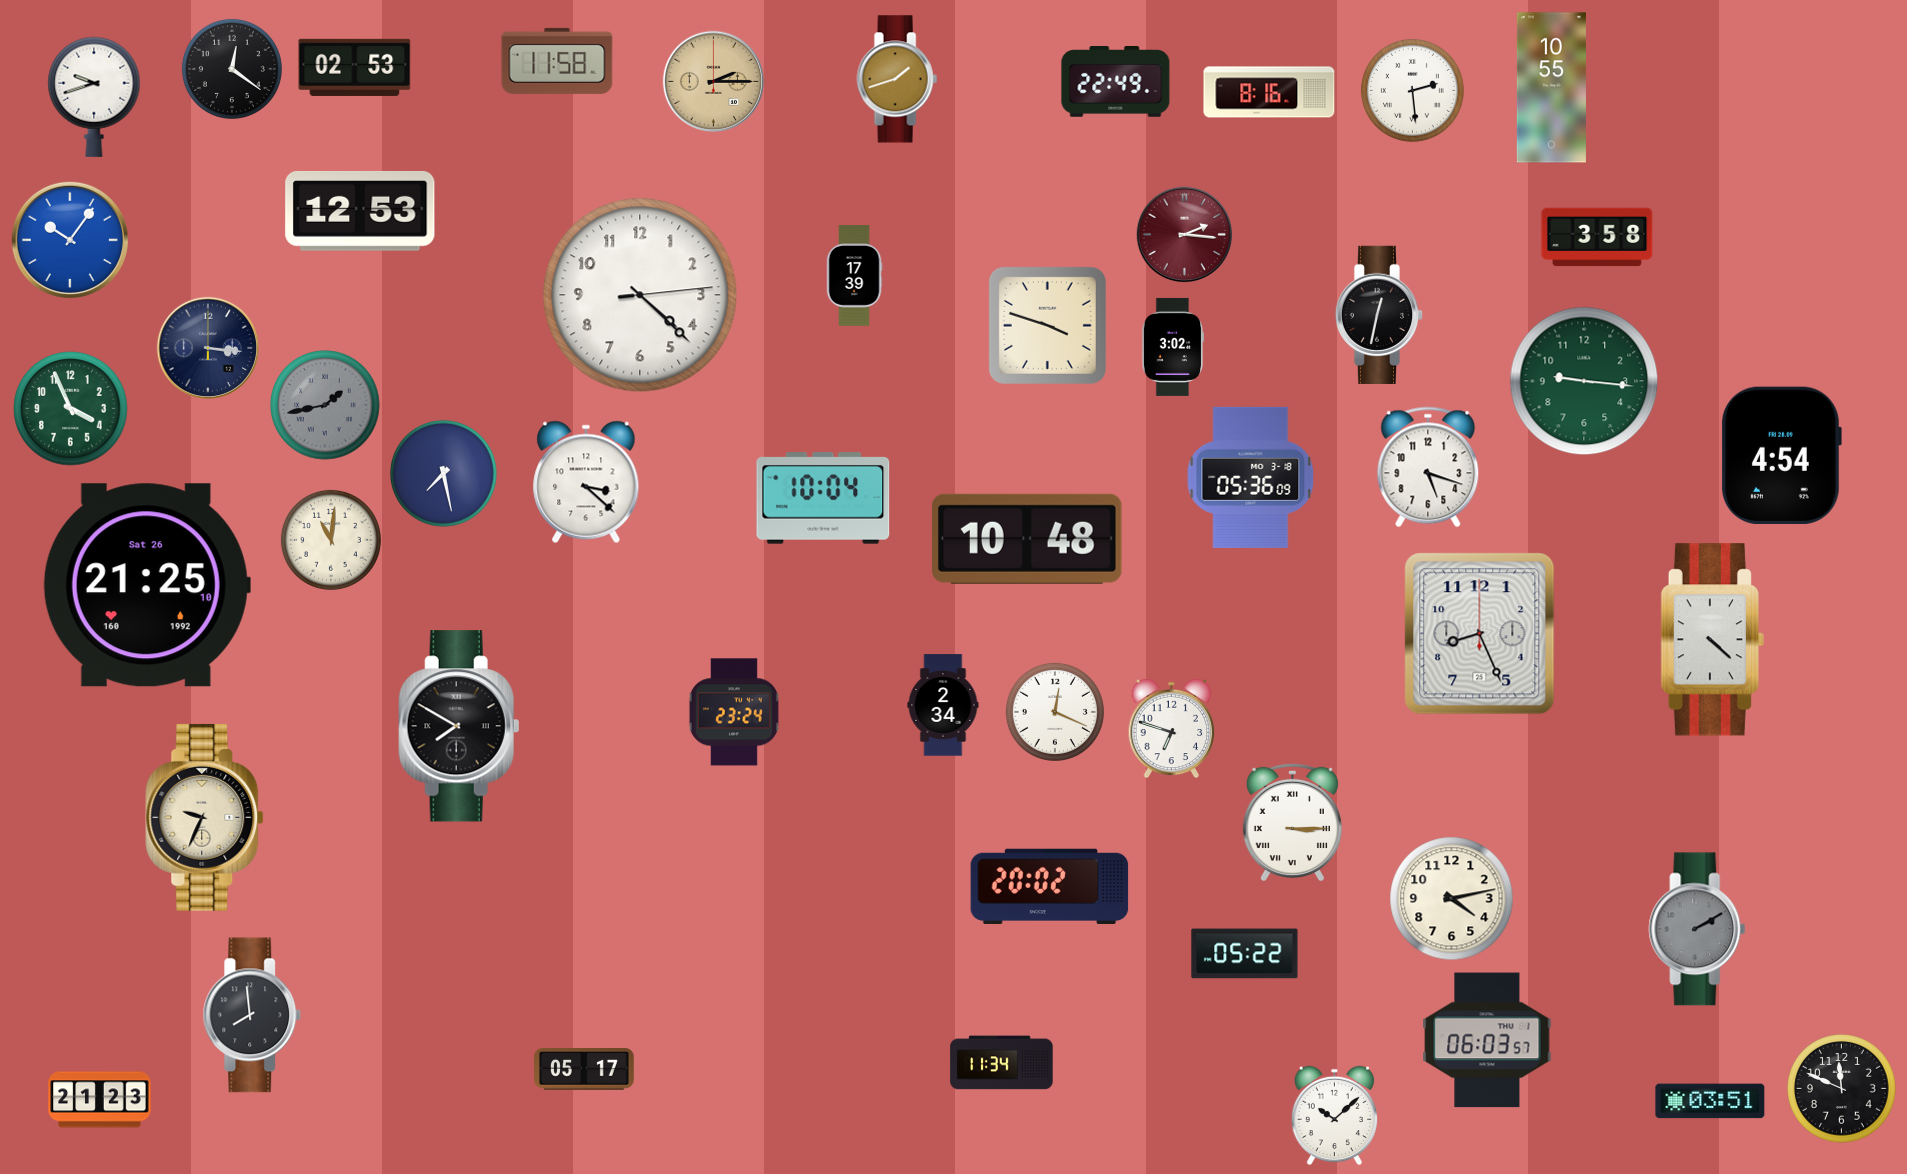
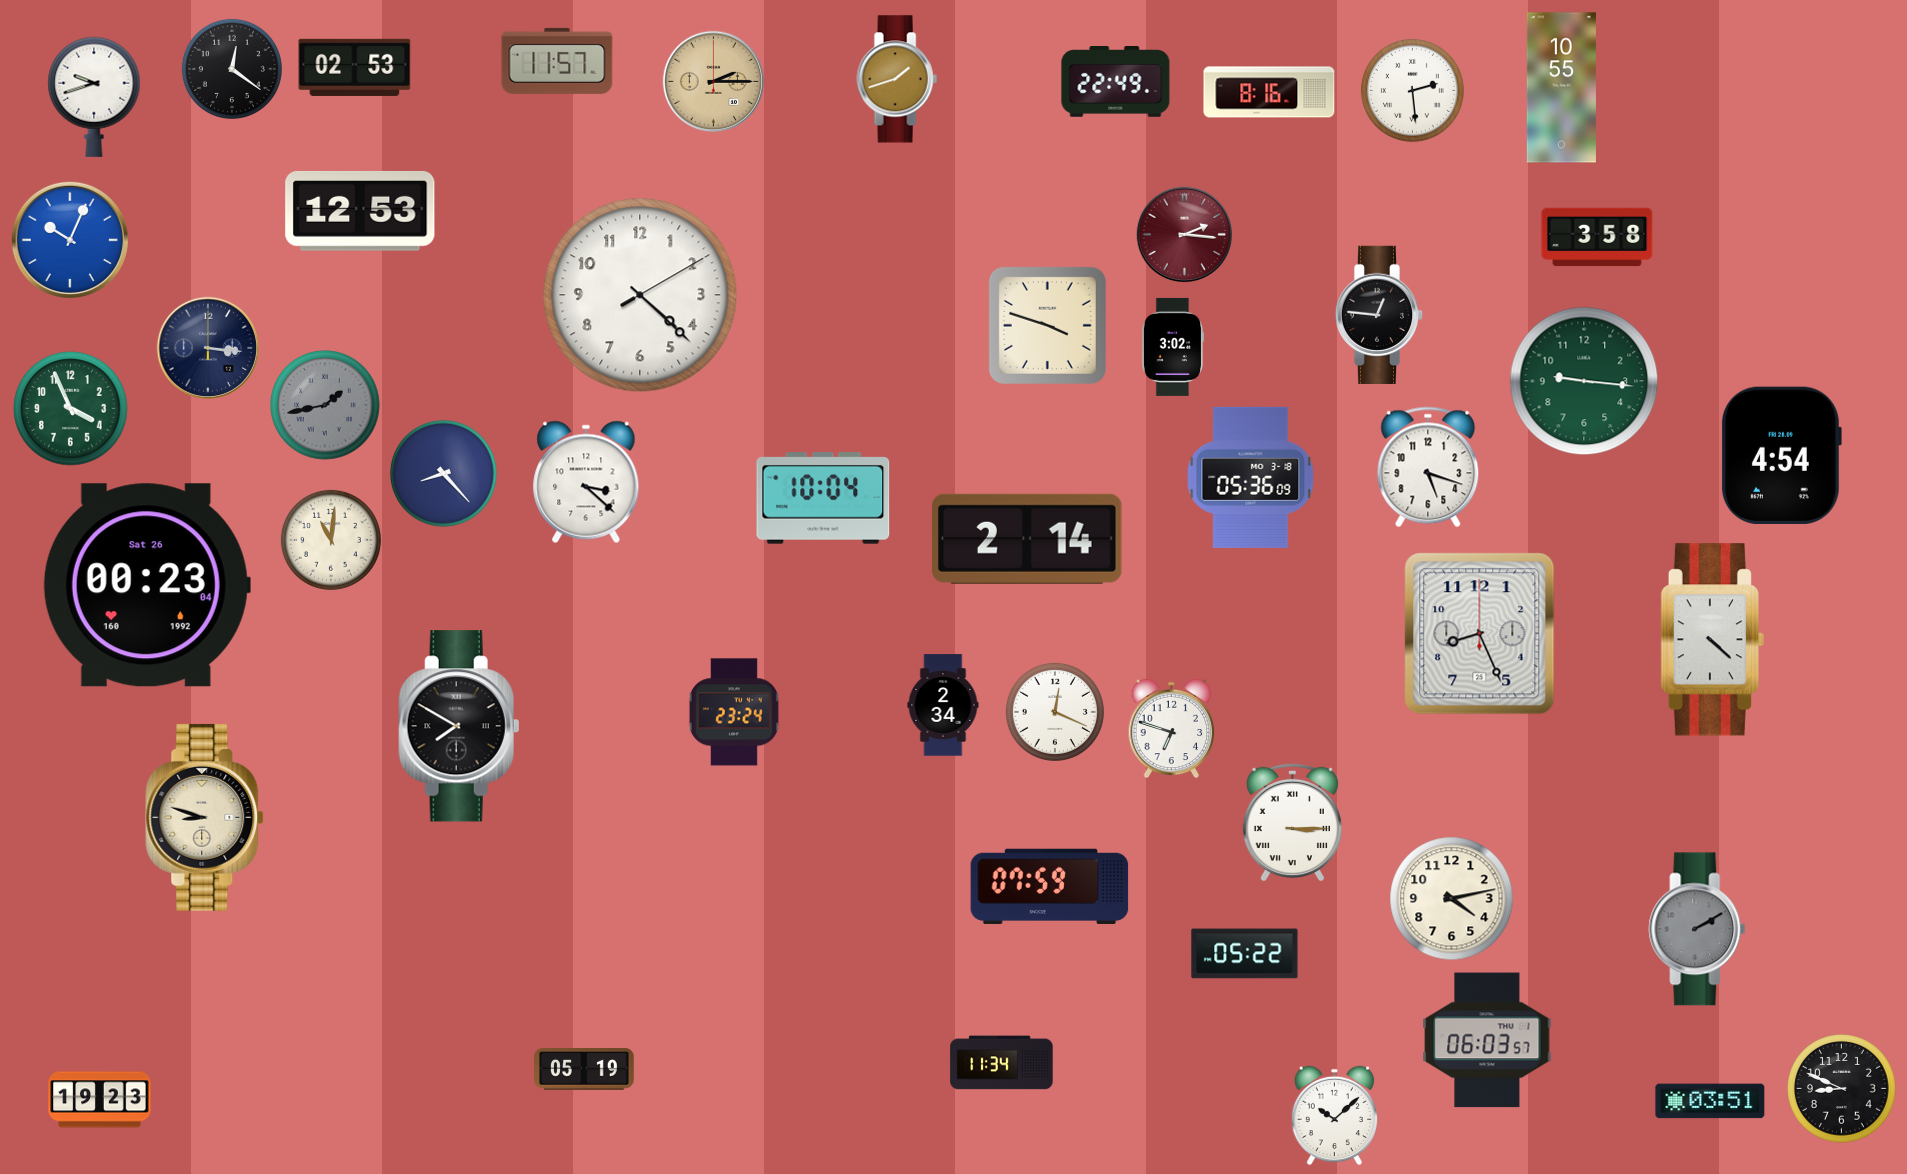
clock at (557, 61): 11:58 -> 11:57
clock at (1551, 88) position: (1551, 88) -> (1561, 88)
clock at (70, 240): 10:06 -> 10:04
clock at (854, 276): 17:39 -> none
clock at (640, 295): 4:22:14 -> 4:22:10
clock at (1379, 315): 12:32 -> 12:46
clock at (444, 474): 7:28 -> 8:23
clock at (1028, 539): 10:48 -> 2:14
clock at (147, 585): 21:25 -> 00:23
clock at (205, 817): 9:34 -> 8:48
clock at (1050, 886): 20:02 -> 07:59
clock at (252, 1015): 7:59 -> none
clock at (585, 1070): 05:17 -> 05:19
clock at (1842, 1089): 11:49 -> 8:49
clock at (100, 1100): 21:23 -> 19:23
